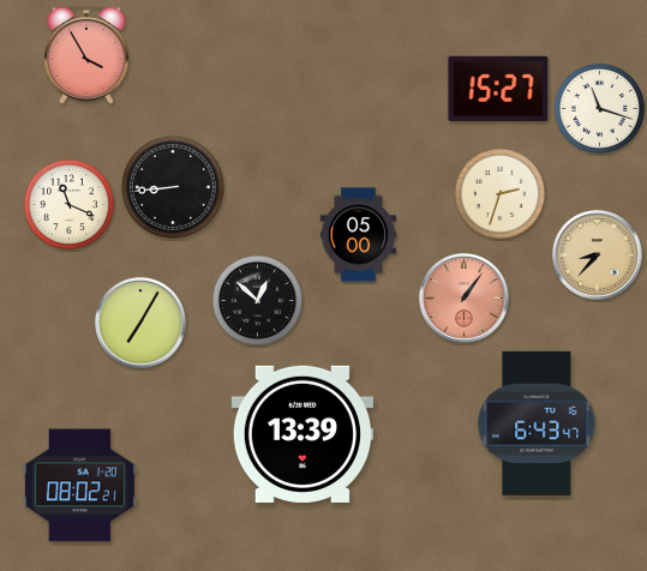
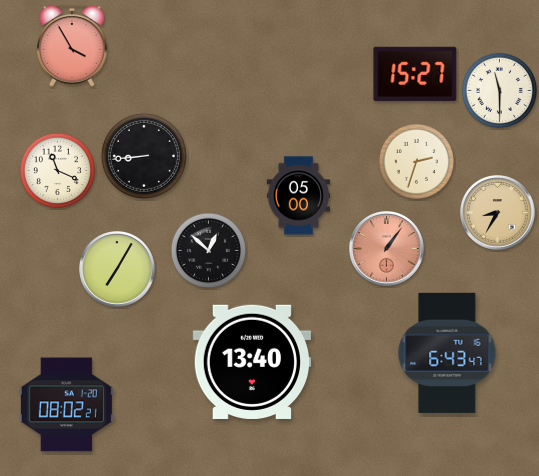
clock at (599, 108): 11:18 -> 11:30
clock at (598, 256): 8:37 -> 8:35
clock at (257, 300) position: (257, 300) -> (208, 250)
clock at (301, 434): 13:39 -> 13:40
